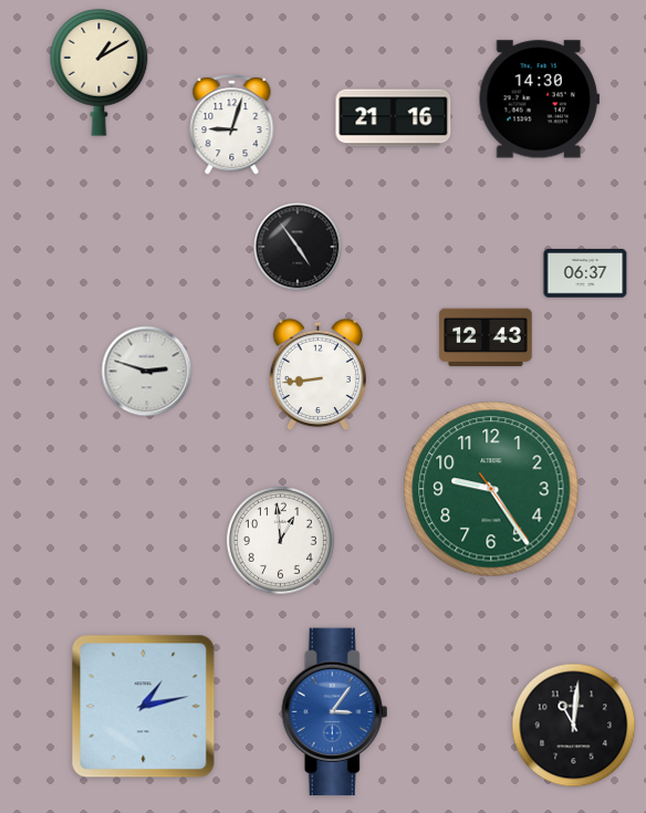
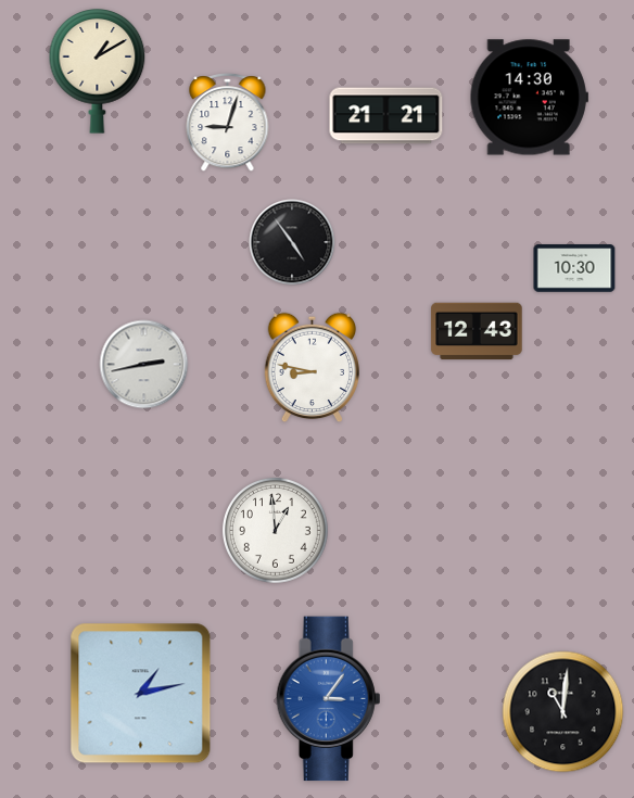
clock at (394, 118): 21:16 -> 21:21
clock at (585, 273): 06:37 -> 10:30
clock at (147, 372): 2:48 -> 2:43
clock at (317, 375): 8:44 -> 8:47
clock at (491, 489): 9:24 -> none
